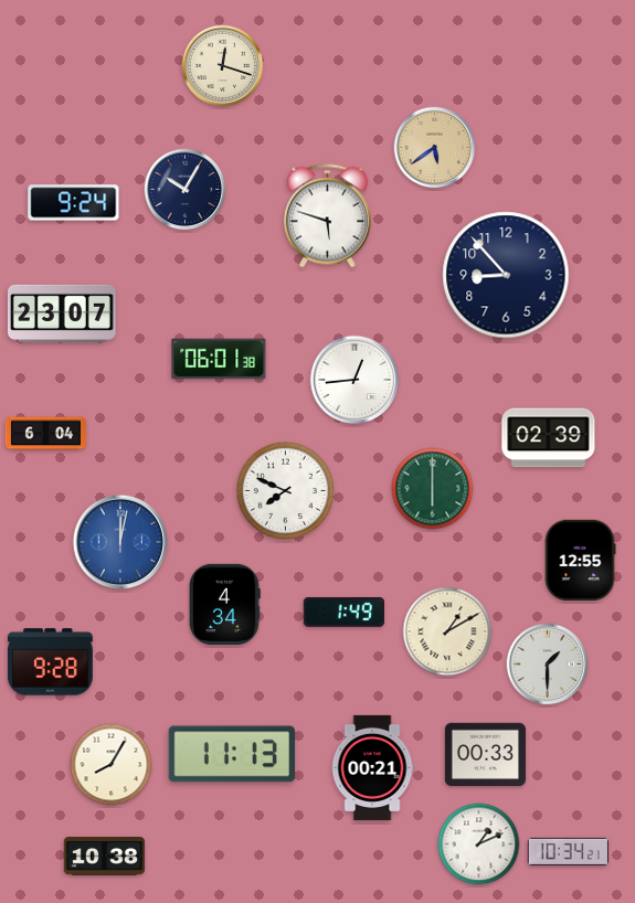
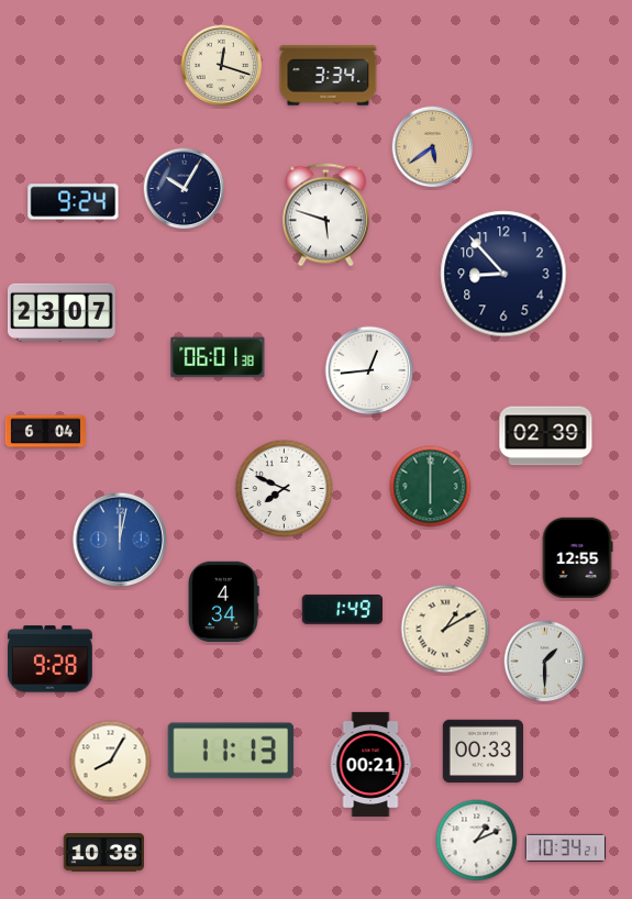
clock at (329, 76): none -> 3:34
clock at (354, 380) position: (354, 380) -> (369, 370)
